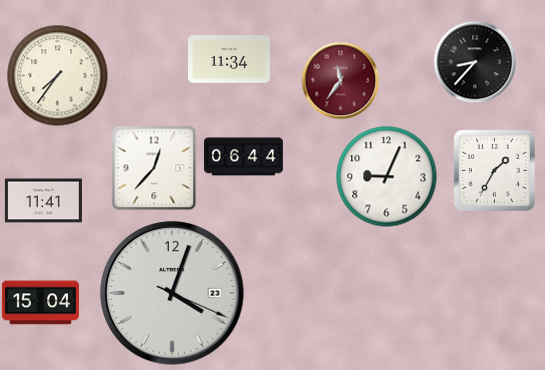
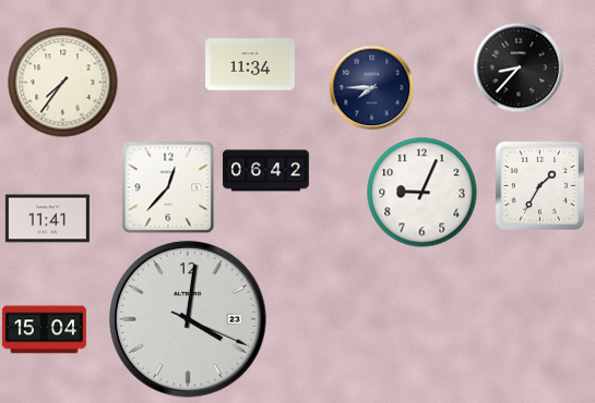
clock at (340, 80): 11:36 -> 7:45
clock at (340, 80) dial: burgundy -> navy
clock at (243, 157): 06:44 -> 06:42
clock at (154, 168) position: (154, 168) -> (168, 187)
clock at (172, 293): 4:03 -> 4:01
